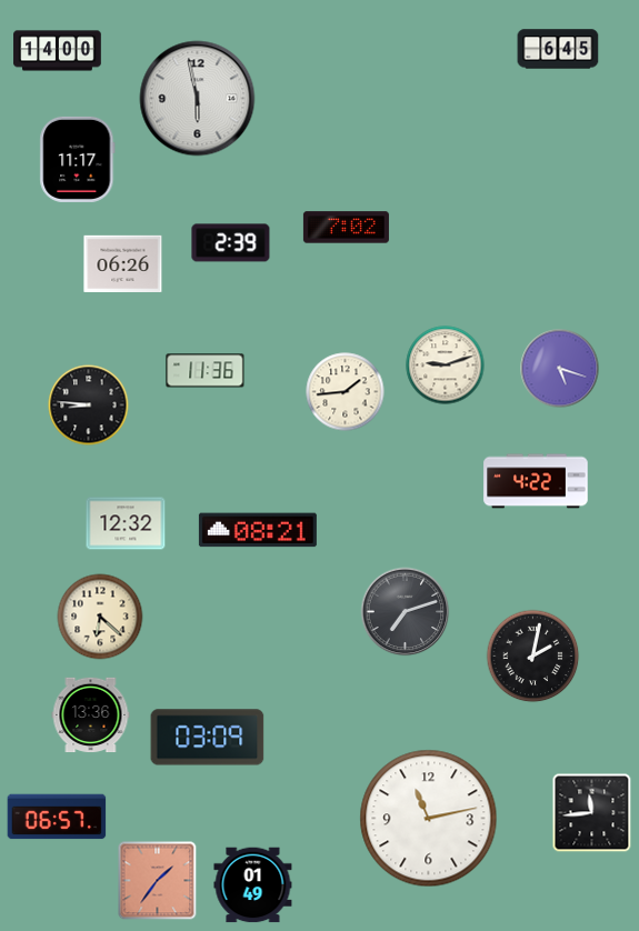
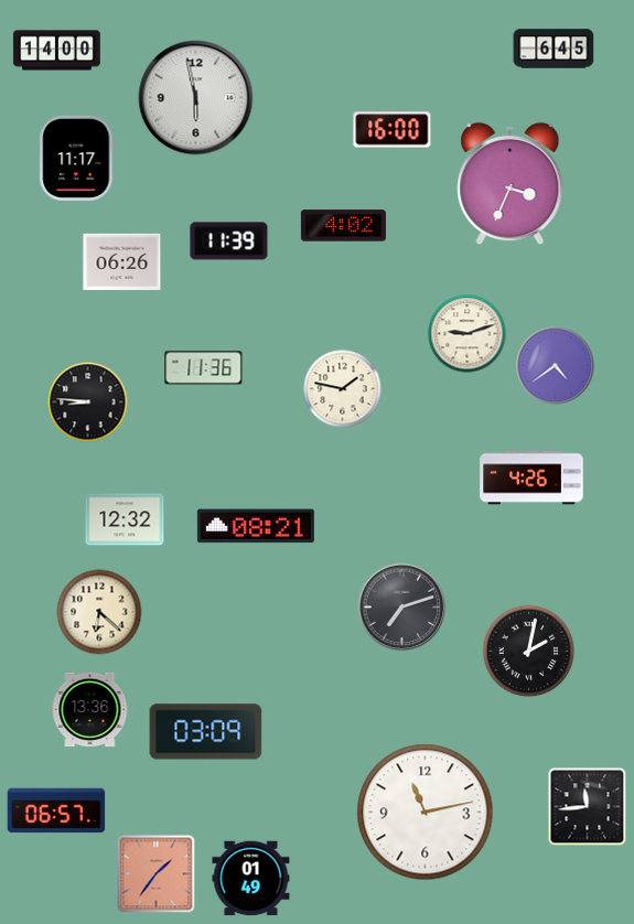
clock at (393, 130): none -> 16:00
clock at (511, 184): none -> 3:34
clock at (346, 228): 7:02 -> 4:02
clock at (231, 243): 2:39 -> 11:39
clock at (446, 366) position: (446, 366) -> (468, 334)
clock at (560, 369): 5:18 -> 4:39
clock at (346, 392): 1:44 -> 1:47
clock at (536, 481): 4:22 -> 4:26
